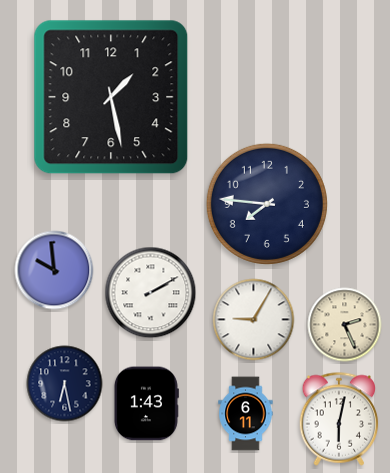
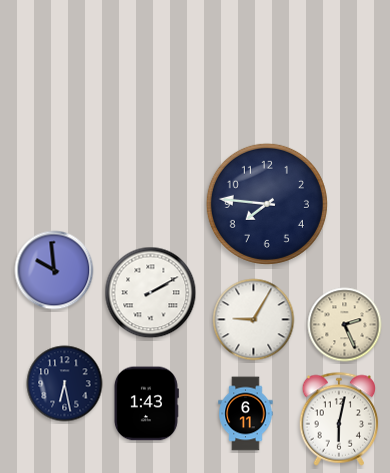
clock at (111, 97): 1:28 -> none
